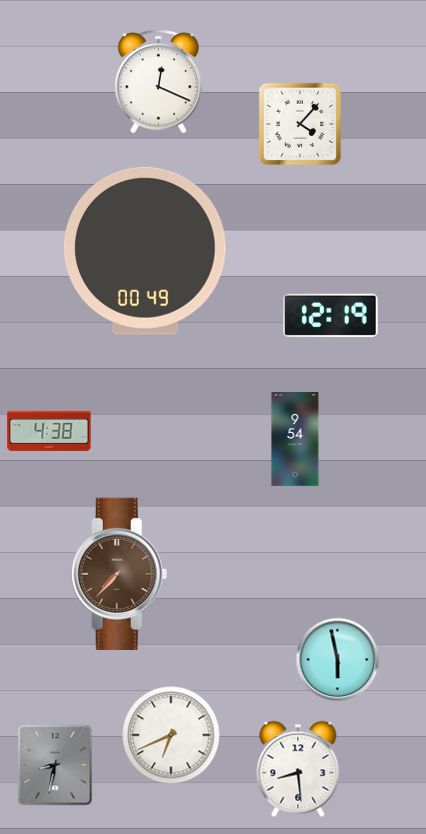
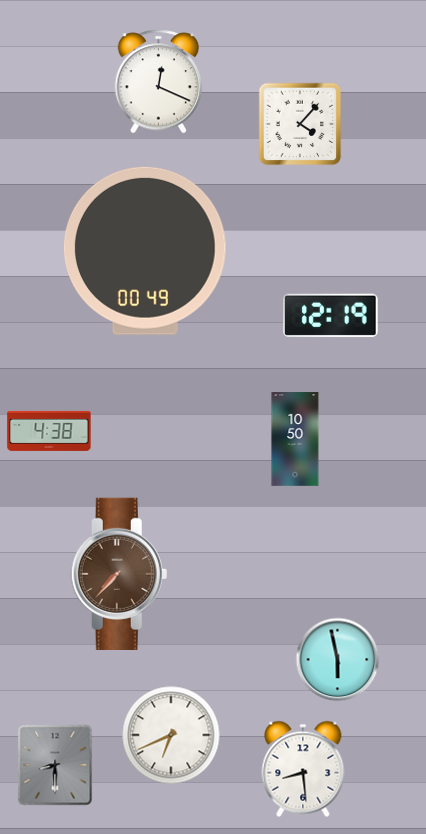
clock at (295, 439): 9:54 -> 10:50
clock at (55, 765): 8:32 -> 8:30
clock at (298, 769) position: (298, 769) -> (303, 769)
